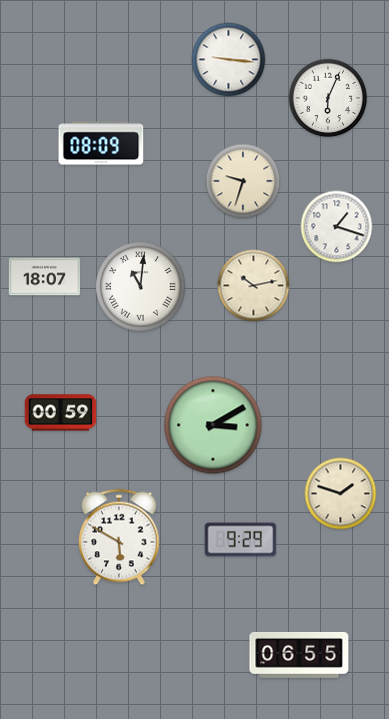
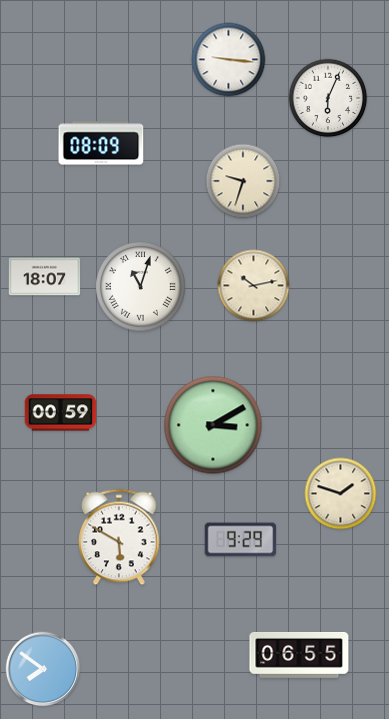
clock at (337, 227): 1:18 -> none
clock at (141, 287): 11:01 -> 11:03
clock at (43, 669): none -> 7:51
